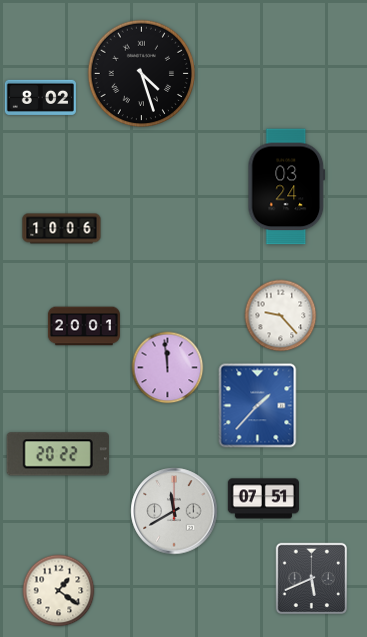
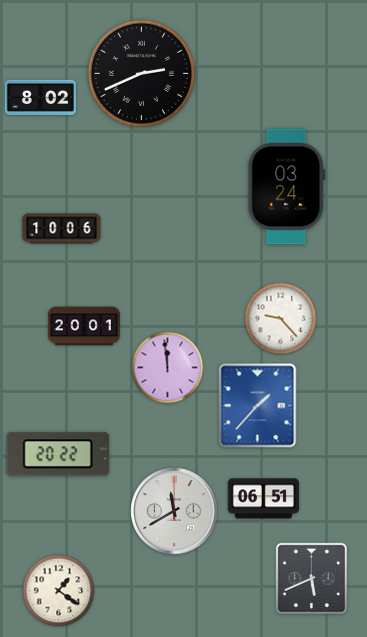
clock at (142, 74): 4:27 -> 2:41
clock at (281, 316) position: (281, 316) -> (281, 319)
clock at (263, 499): 07:51 -> 06:51
